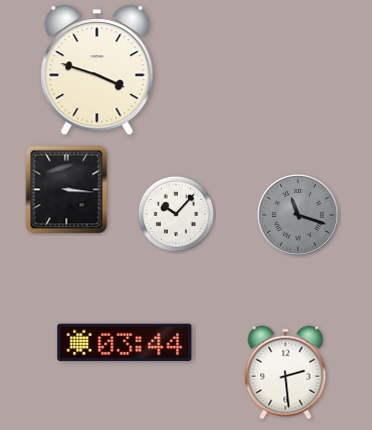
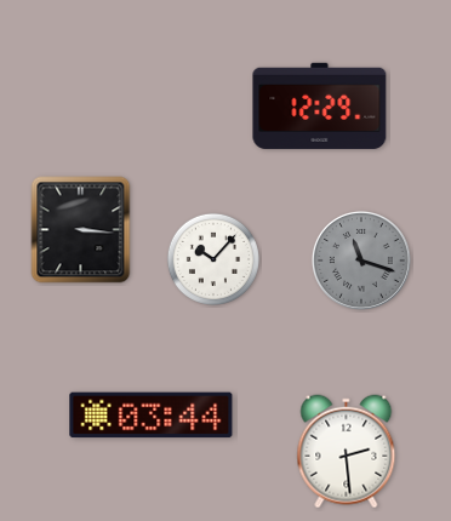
clock at (97, 71): 3:48 -> none
clock at (320, 105): none -> 12:29
